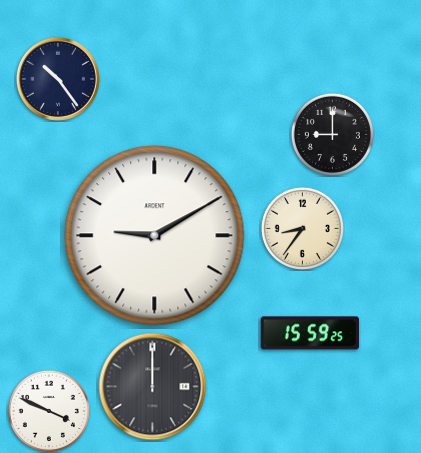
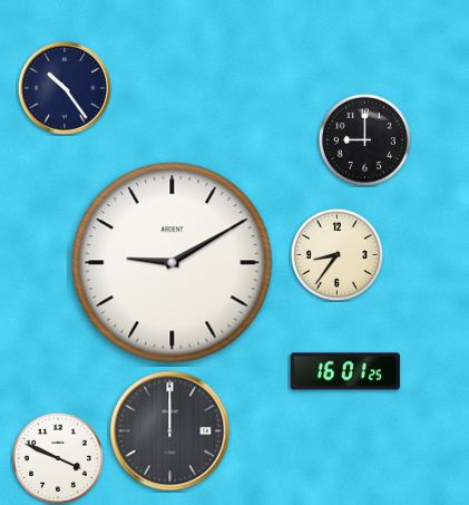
clock at (332, 134) position: (332, 134) -> (364, 139)
clock at (310, 333): 15:59 -> 16:01
clock at (49, 411) position: (49, 411) -> (58, 458)
